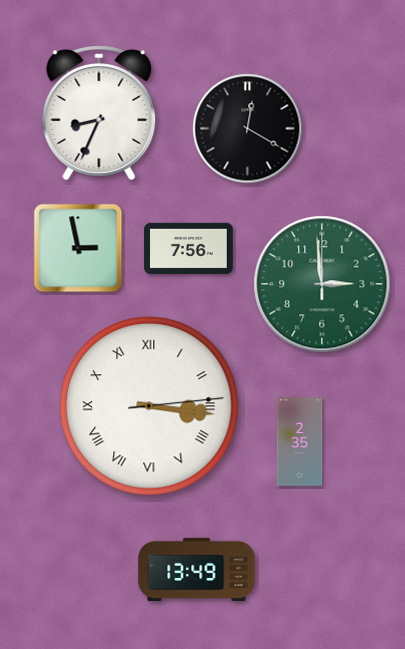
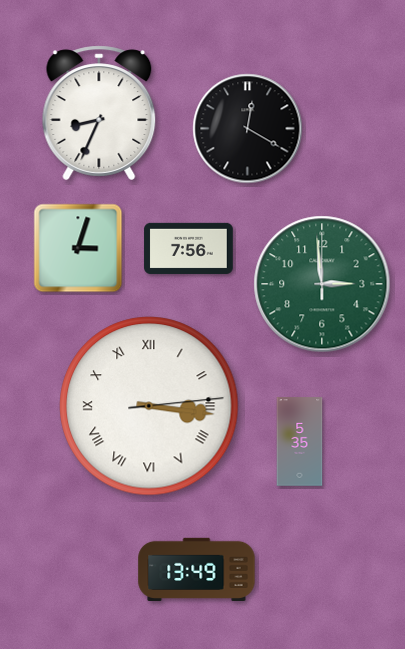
clock at (78, 248): 2:58 -> 3:03
clock at (300, 442): 2:35 -> 5:35
